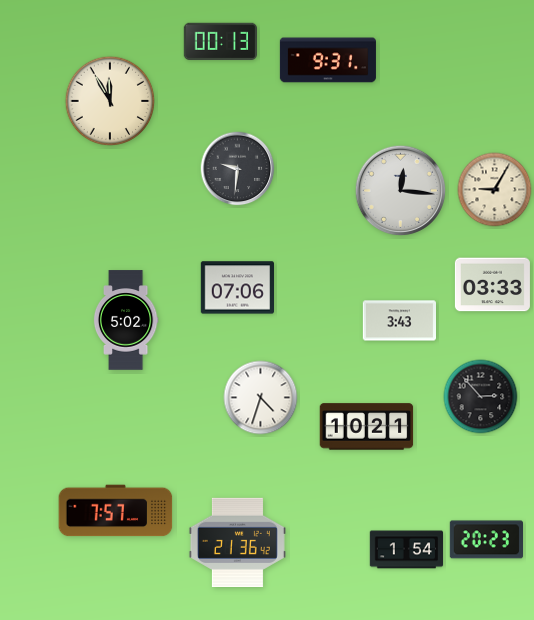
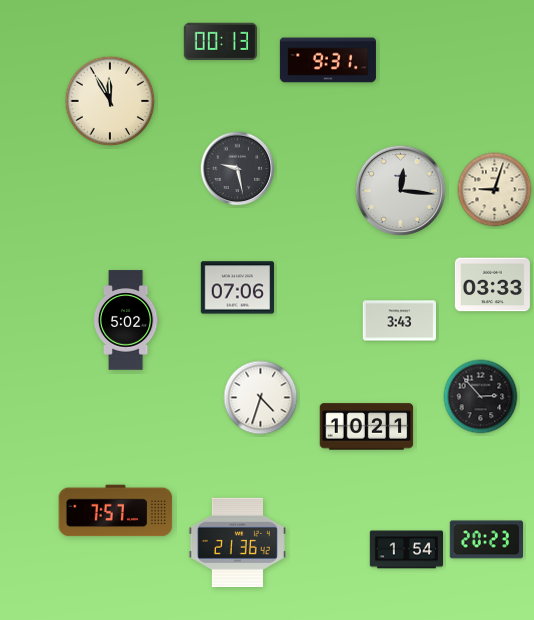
clock at (238, 169): 9:31 -> 9:28
clock at (495, 190): 9:05 -> 9:03
